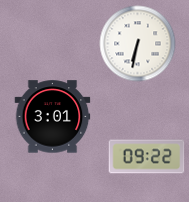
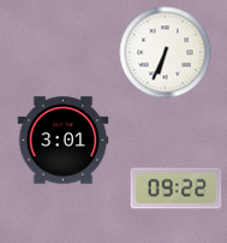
clock at (138, 44): 6:32 -> 6:34
